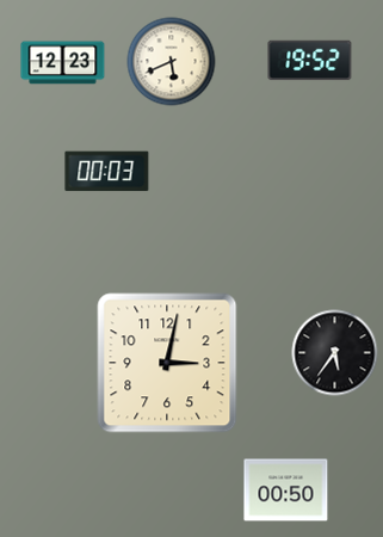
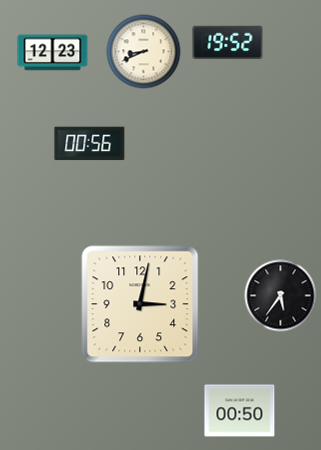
clock at (310, 61) position: (310, 61) -> (228, 43)
clock at (172, 62): 5:41 -> 8:41
clock at (107, 172): 00:03 -> 00:56
